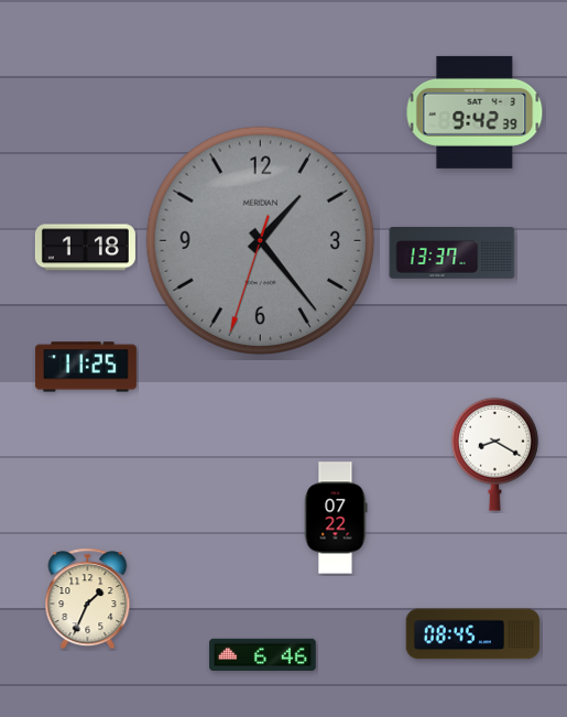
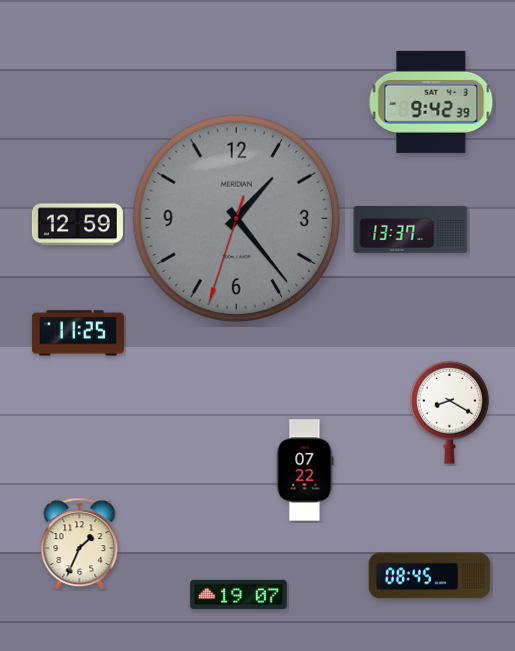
clock at (85, 248): 1:18 -> 12:59
clock at (263, 654): 6:46 -> 19:07
